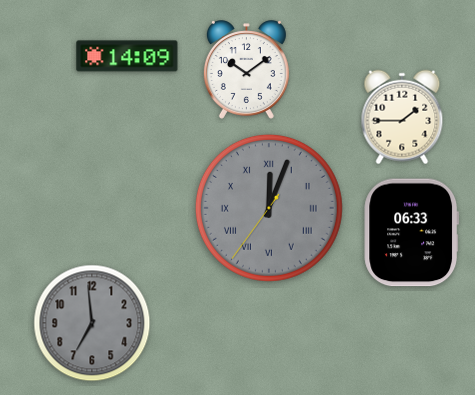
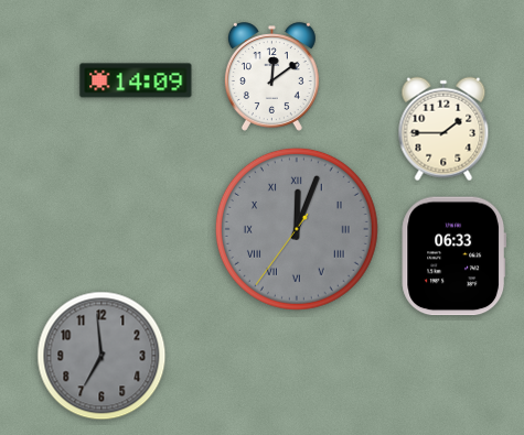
clock at (127, 56) position: (127, 56) -> (136, 80)
clock at (246, 70): 10:09 -> 12:09
